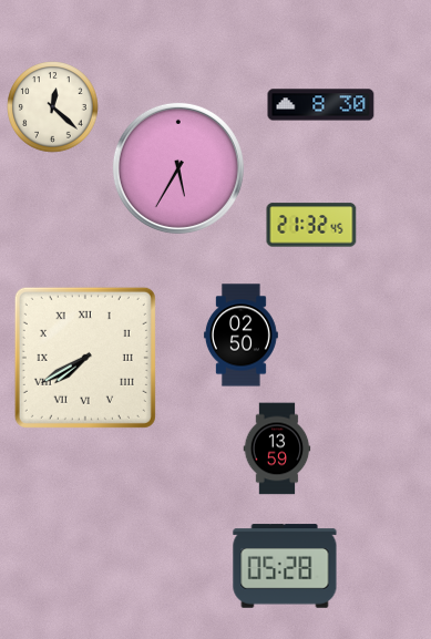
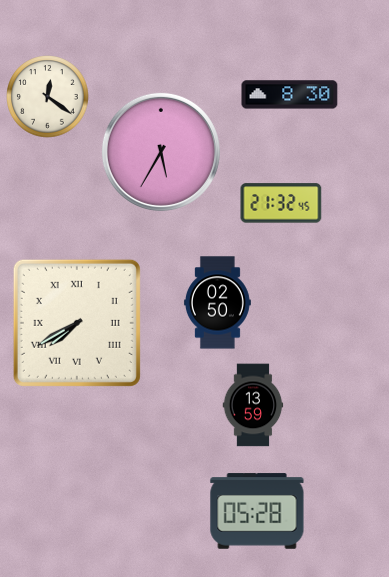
clock at (53, 107): 12:22 -> 12:21
clock at (277, 449) position: (277, 449) -> (253, 405)
